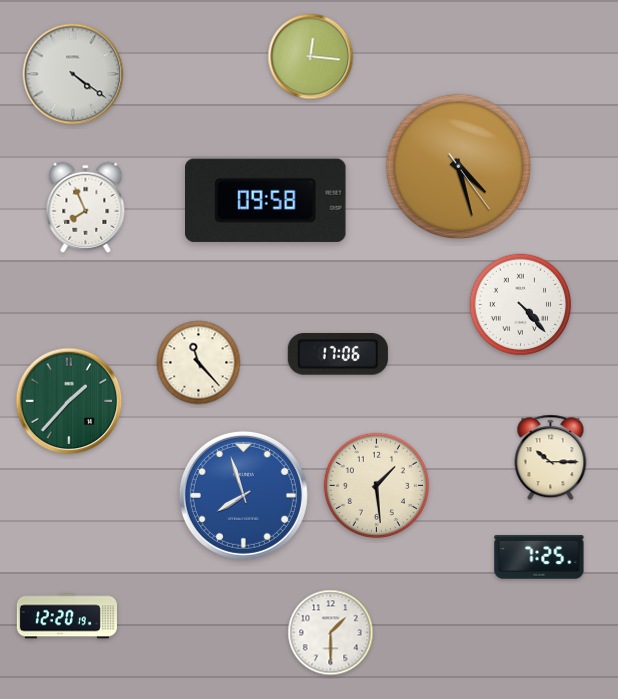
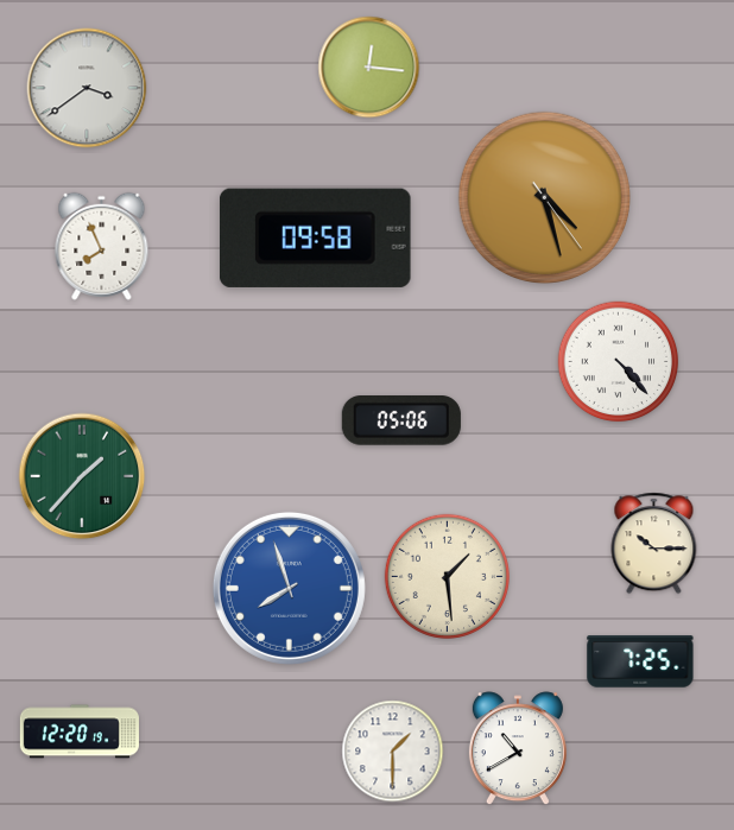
clock at (73, 74): 4:21 -> 3:39
clock at (338, 355): 17:06 -> 05:06
clock at (199, 363): 11:23 -> none
clock at (518, 749): none -> 10:40
